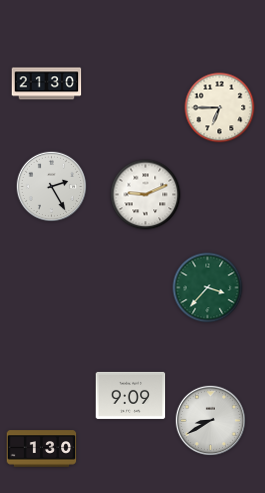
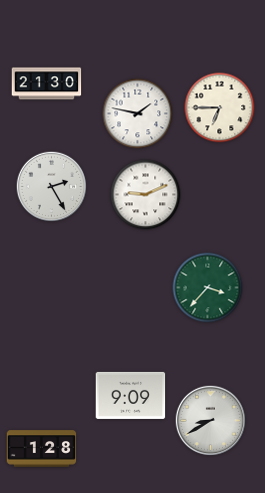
clock at (138, 114): none -> 1:47
clock at (42, 449): 1:30 -> 1:28
